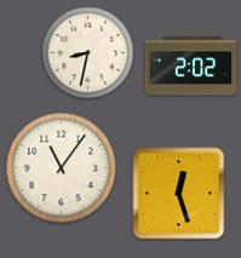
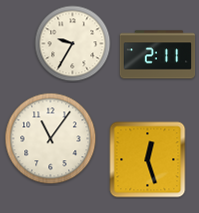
clock at (88, 53): 8:32 -> 9:35
clock at (191, 67): 2:02 -> 2:11
